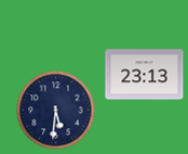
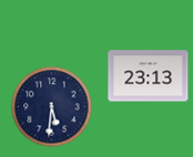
clock at (56, 111) position: (56, 111) -> (52, 107)
